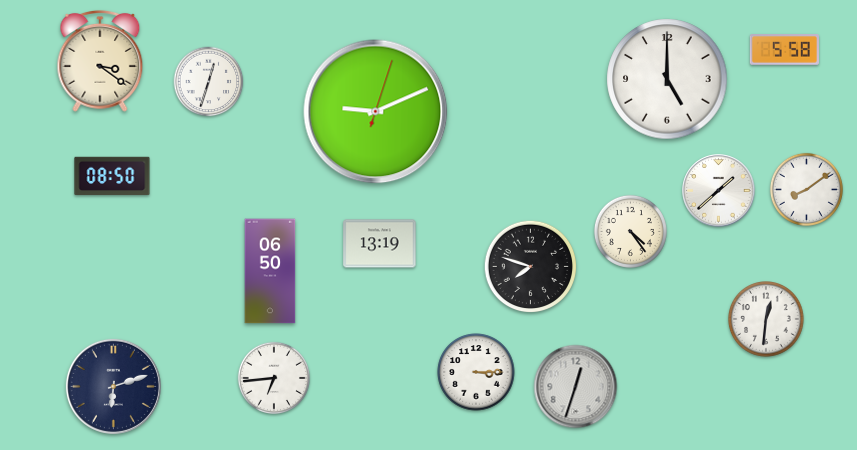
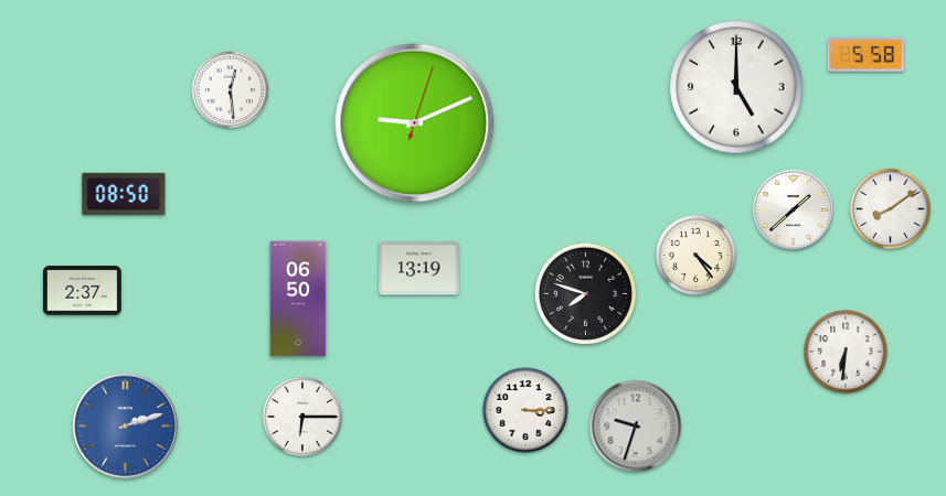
clock at (100, 61): 3:21 -> none
clock at (209, 82): 12:33 -> 12:29
clock at (83, 291): none -> 2:37
clock at (767, 320): 12:31 -> 6:31
clock at (273, 377): 6:44 -> 6:15
clock at (113, 386): 6:12 -> 2:12
clock at (113, 386) dial: navy -> blue
clock at (576, 387): 12:33 -> 9:33
